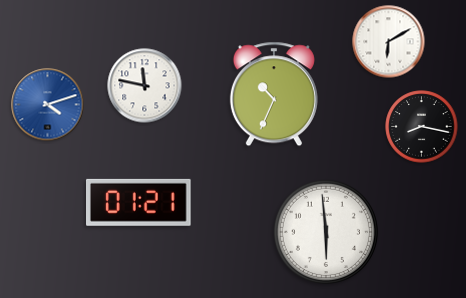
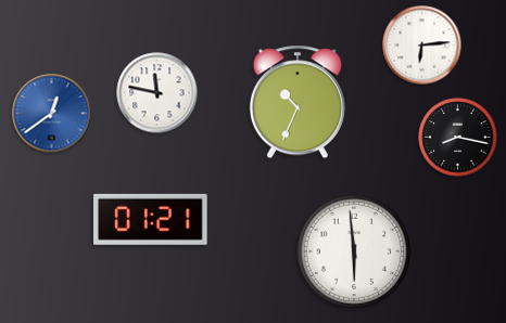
clock at (389, 42): 6:10 -> 6:14
clock at (48, 105): 4:12 -> 12:39
